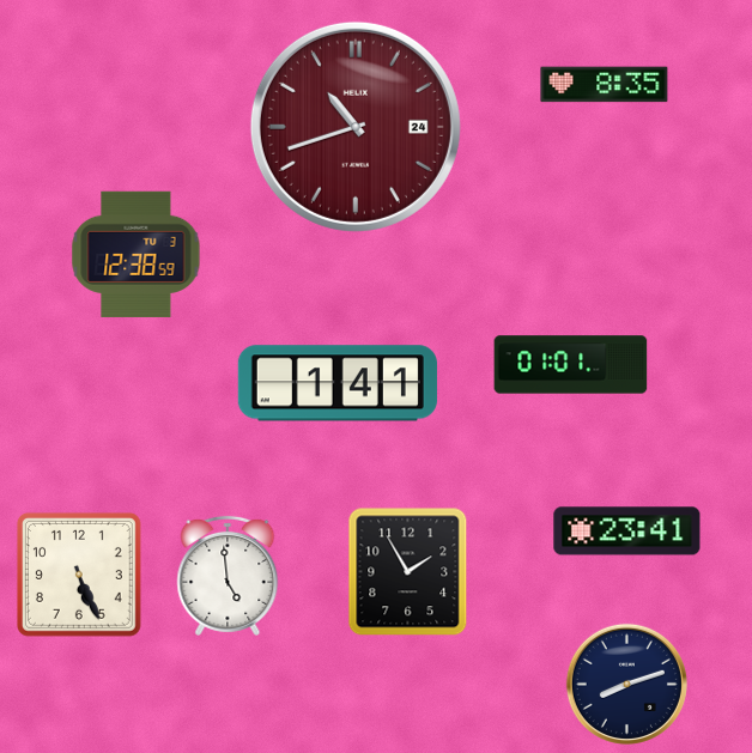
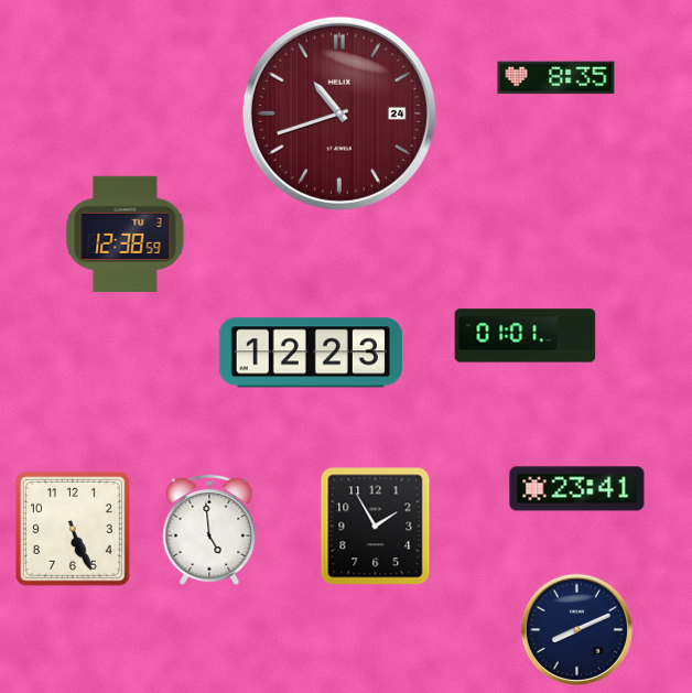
clock at (356, 127) position: (356, 127) -> (339, 113)
clock at (338, 383): 1:41 -> 12:23
clock at (626, 684): 8:12 -> 8:11
